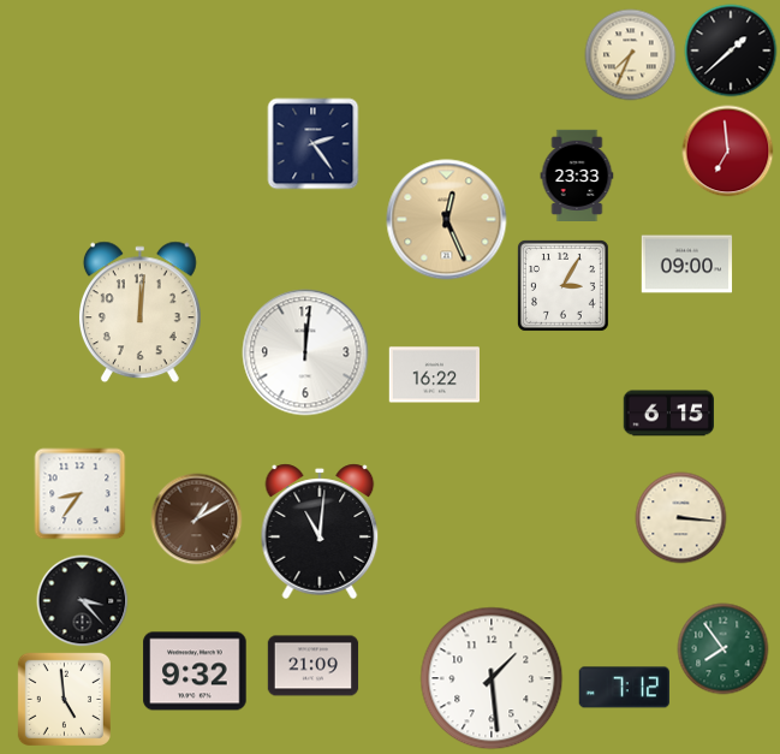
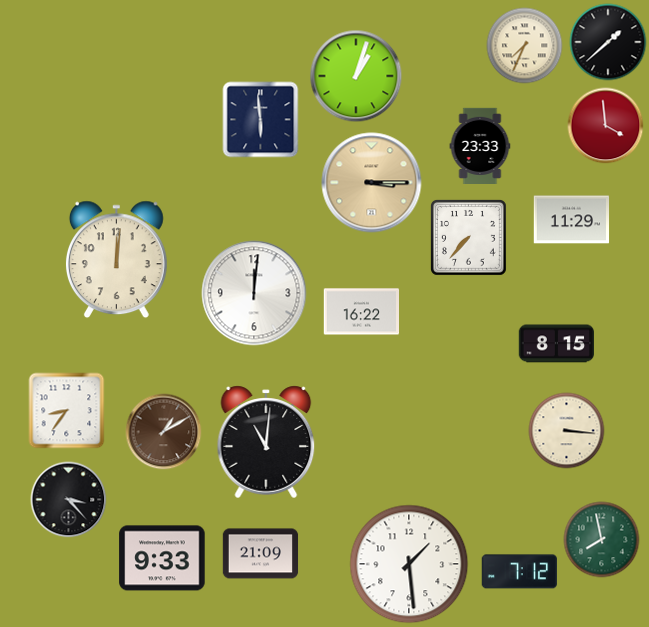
clock at (356, 76): none -> 1:03
clock at (314, 144): 2:24 -> 5:59
clock at (728, 152): 6:59 -> 3:59
clock at (447, 220): 12:26 -> 3:15
clock at (687, 265): 09:00 -> 11:29
clock at (562, 285): 3:05 -> 7:37
clock at (669, 414): 6:15 -> 8:15
clock at (724, 649): 7:54 -> 7:58
clock at (195, 671): 9:32 -> 9:33
clock at (64, 699): 4:59 -> none
